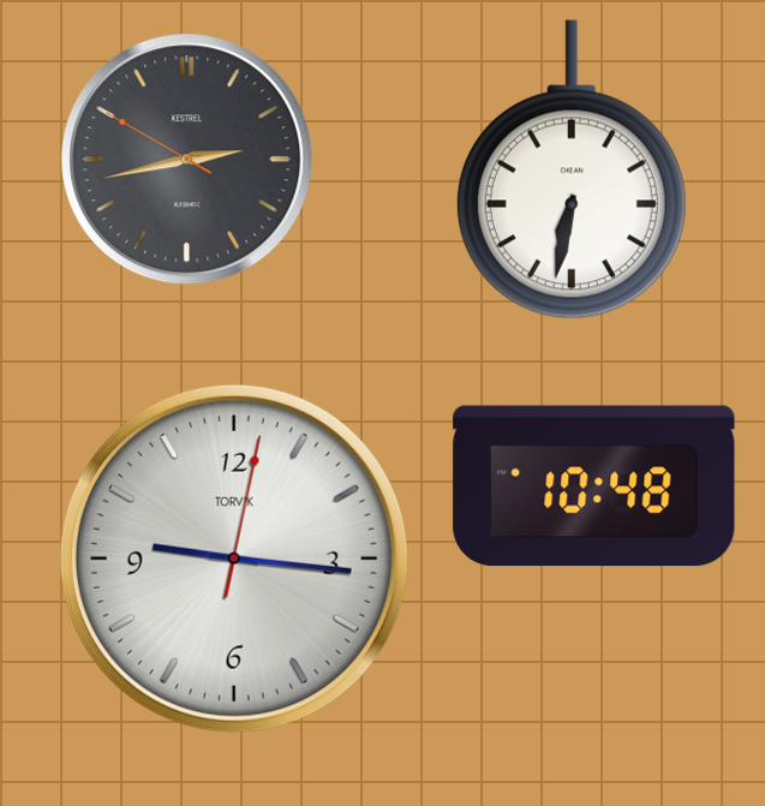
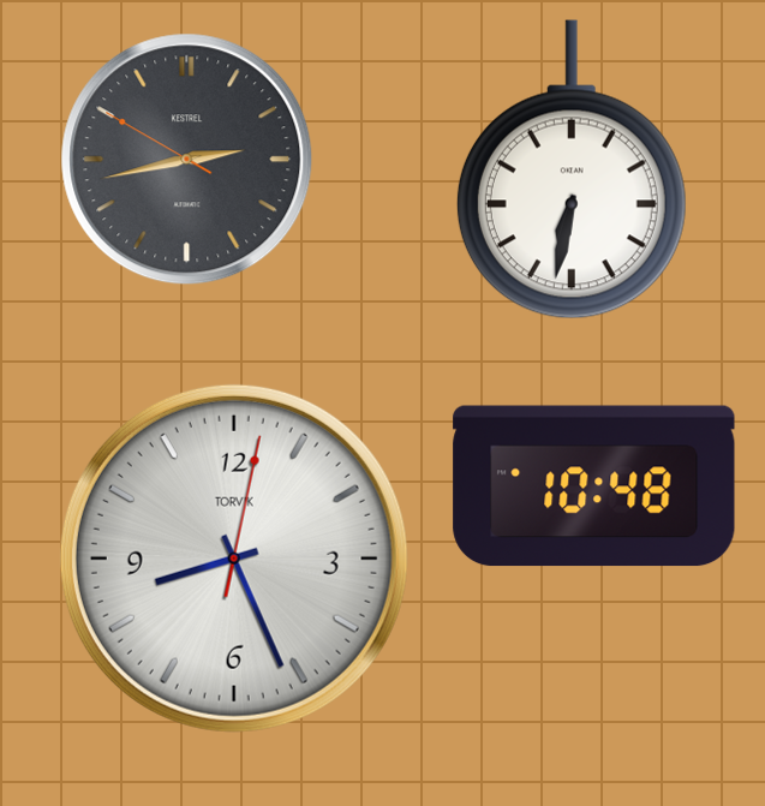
clock at (234, 559): 9:16 -> 8:26
